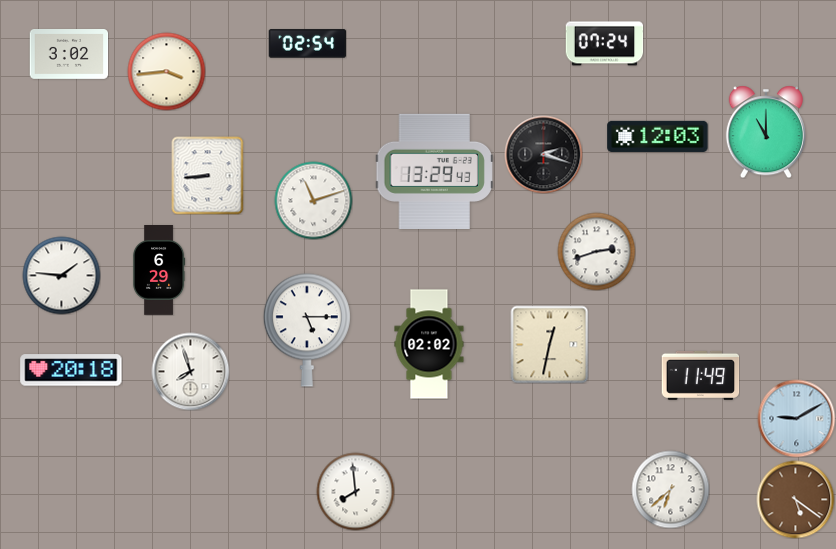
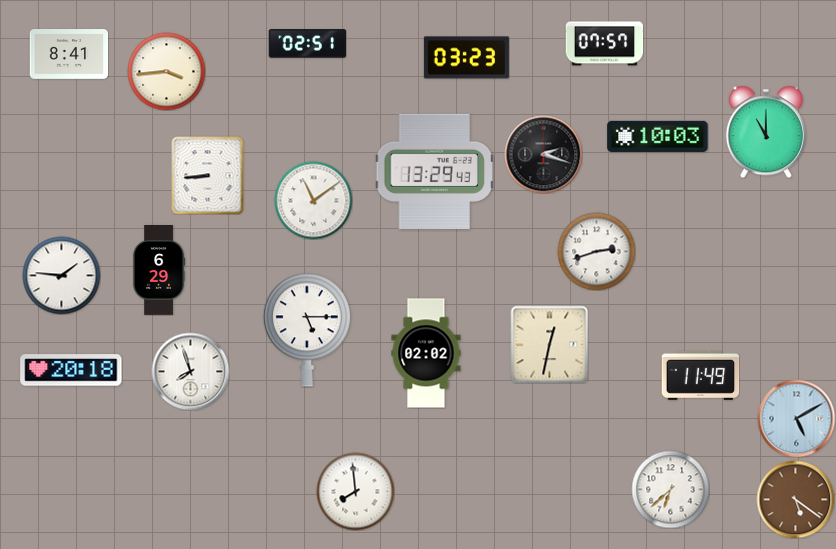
clock at (307, 44): 02:54 -> 02:51
clock at (604, 44): 07:24 -> 07:57
clock at (69, 55): 3:02 -> 8:41
clock at (466, 58): none -> 03:23
clock at (658, 136): 12:03 -> 10:03
clock at (313, 200): 11:12 -> 11:09
clock at (429, 344) position: (429, 344) -> (426, 353)
clock at (796, 418): 9:10 -> 5:10
